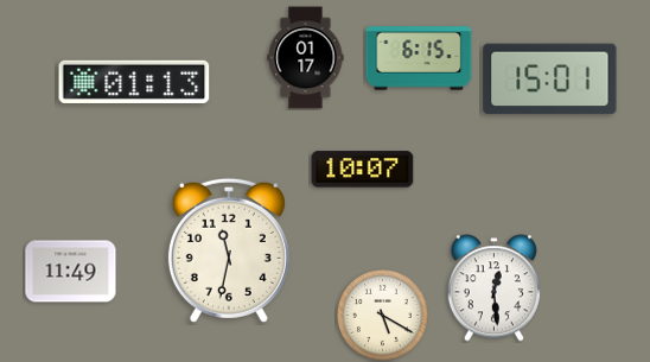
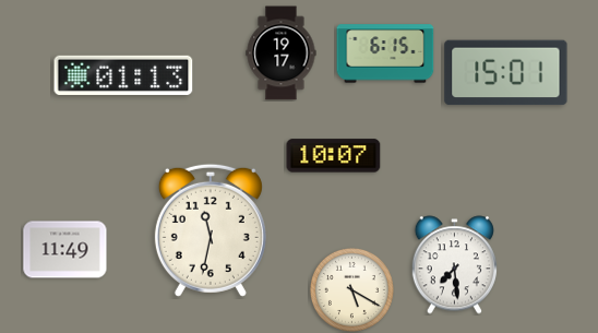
clock at (306, 58): 01:17 -> 19:17
clock at (493, 288): 12:29 -> 7:29
